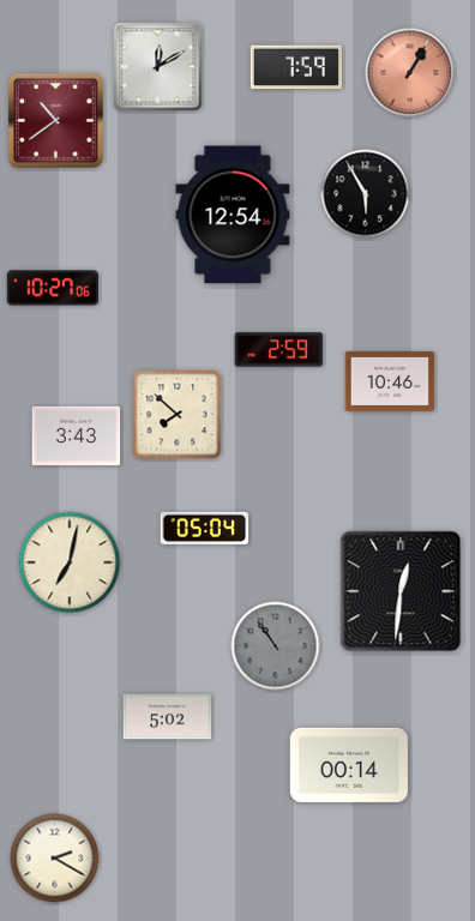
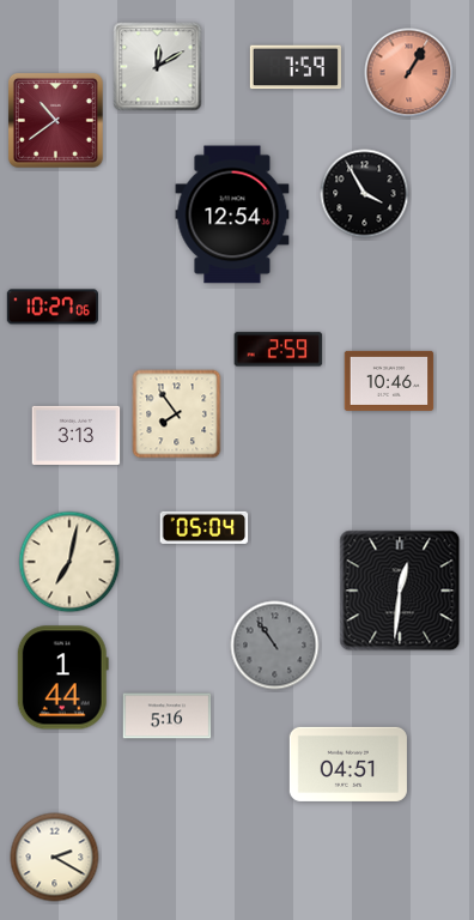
clock at (366, 194): 5:55 -> 3:55
clock at (52, 288) position: (52, 288) -> (51, 307)
clock at (178, 415): 7:52 -> 7:54
clock at (77, 435): 3:43 -> 3:13
clock at (62, 678): none -> 1:44
clock at (168, 717): 5:02 -> 5:16
clock at (349, 765): 00:14 -> 04:51
